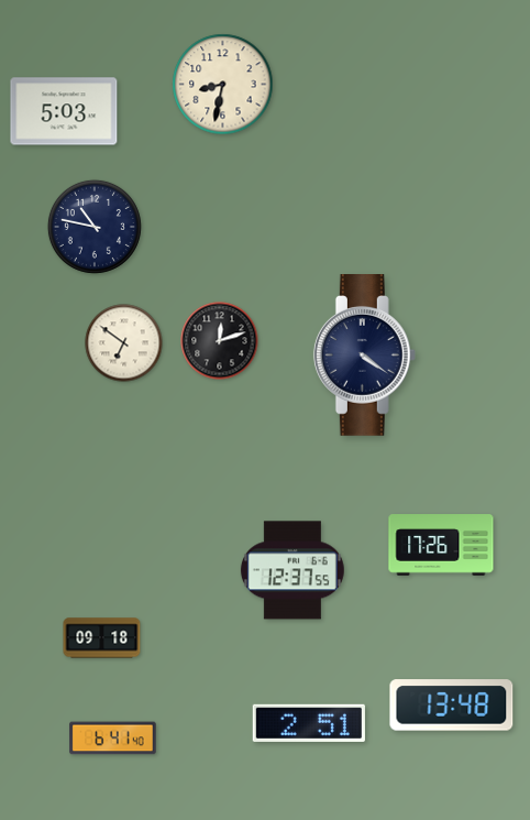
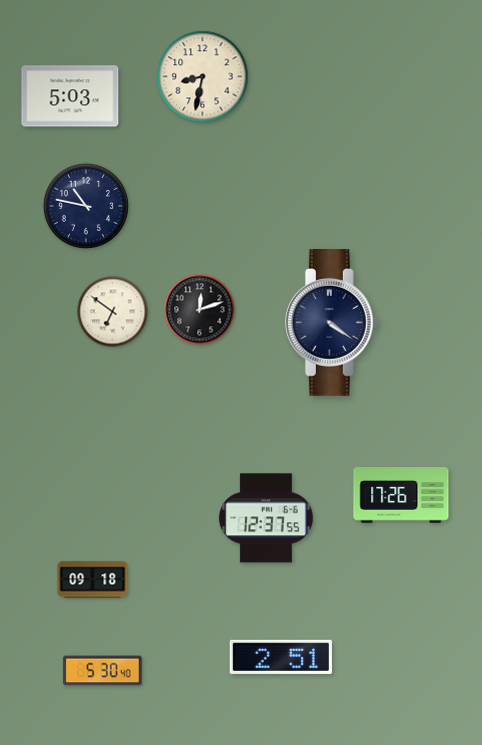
clock at (64, 111) position: (64, 111) -> (70, 96)
clock at (452, 706): 13:48 -> none
clock at (113, 739): 6:41 -> 5:30
